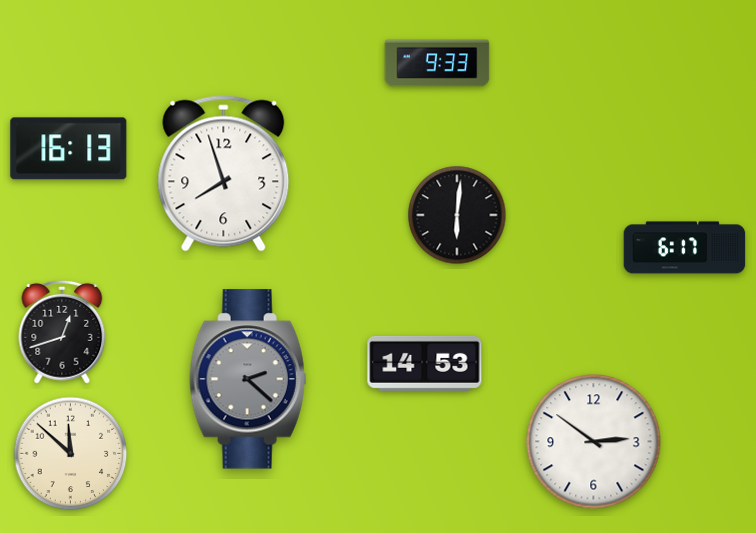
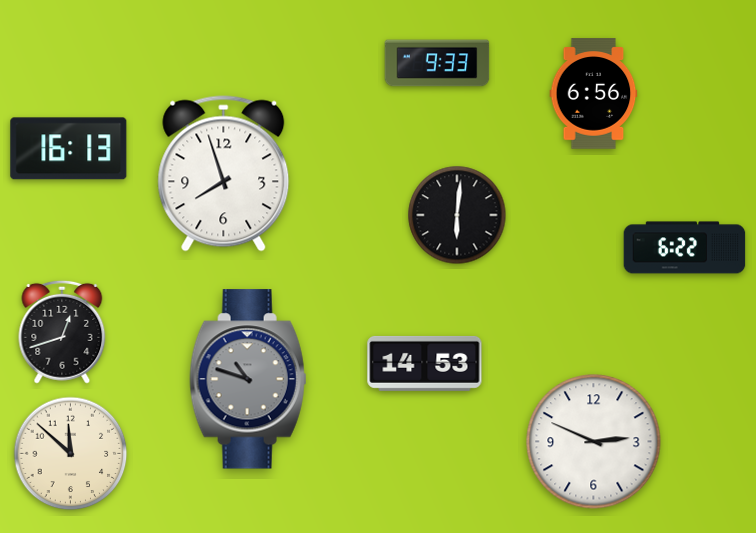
clock at (594, 94): none -> 6:56
clock at (685, 248): 6:17 -> 6:22
clock at (248, 379): 2:22 -> 10:48
clock at (594, 442): 2:51 -> 2:49
